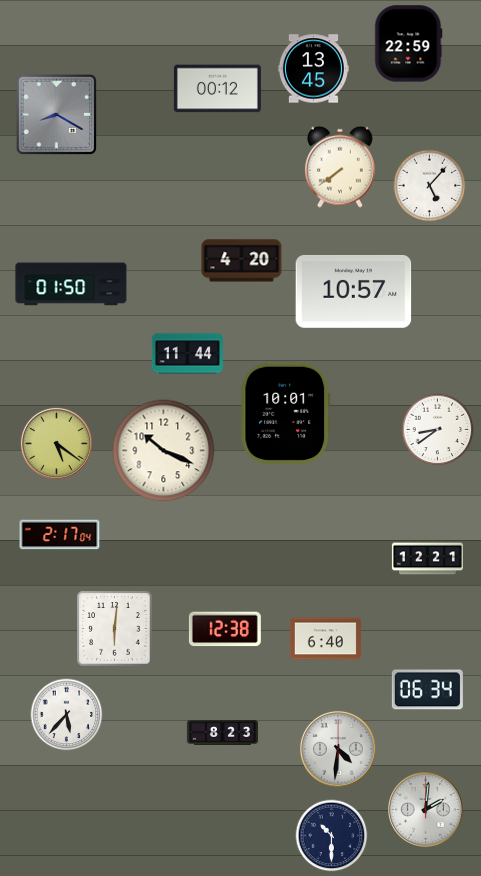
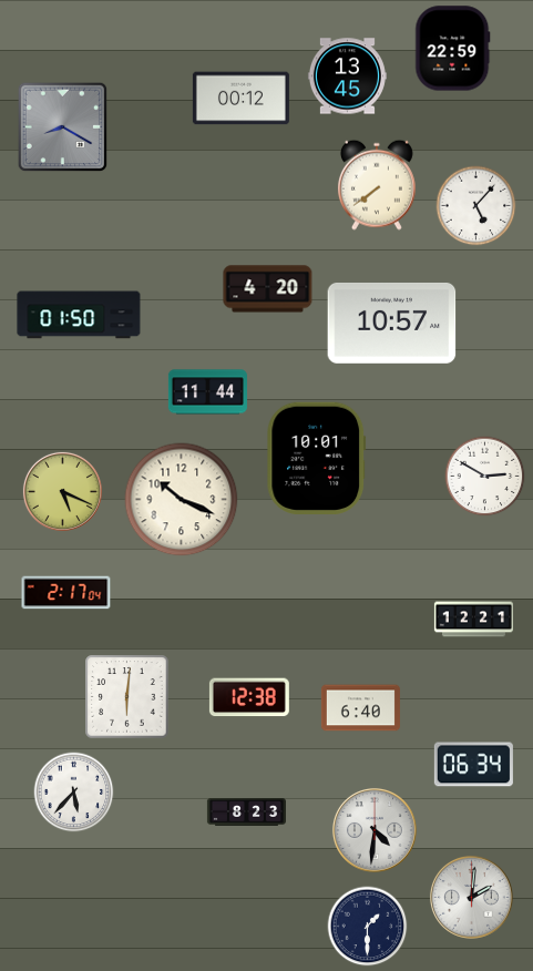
clock at (438, 430): 8:39 -> 2:50
clock at (56, 443): 5:21 -> 5:19
clock at (332, 836): 10:30 -> 1:30
